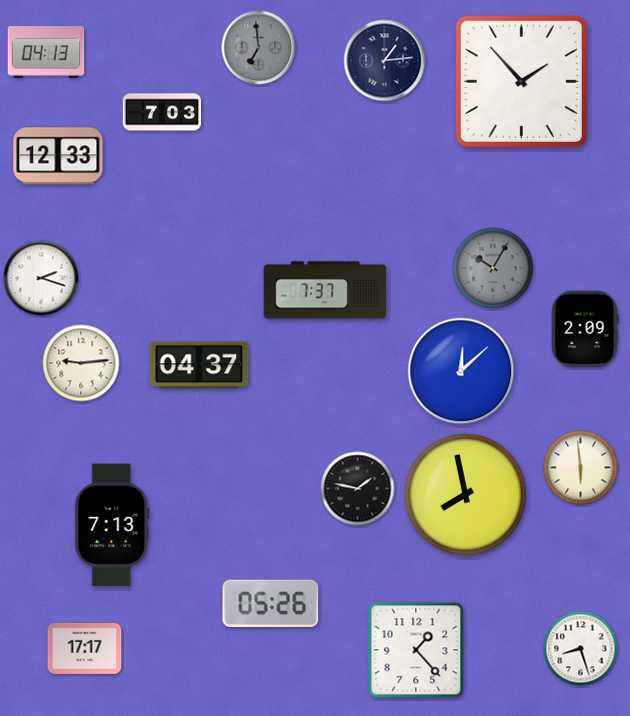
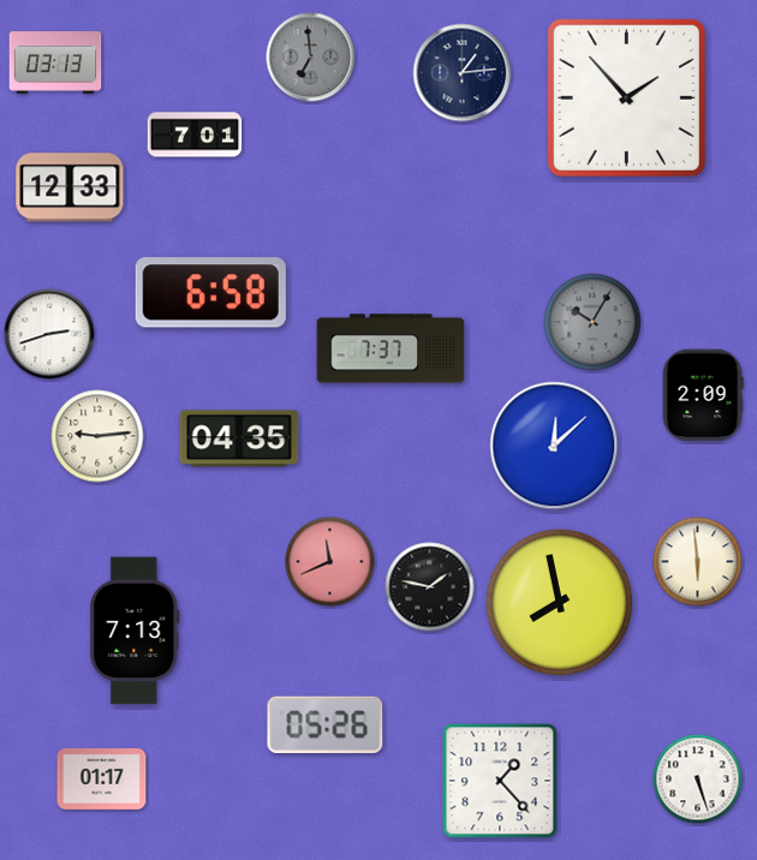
clock at (46, 52): 04:13 -> 03:13
clock at (162, 112): 7:03 -> 7:01
clock at (210, 293): none -> 6:58
clock at (41, 278): 2:18 -> 2:42
clock at (199, 365): 04:37 -> 04:35
clock at (330, 562): none -> 11:41
clock at (465, 494) position: (465, 494) -> (559, 602)
clock at (85, 648): 17:17 -> 01:17
clock at (581, 649): 8:27 -> 5:27
